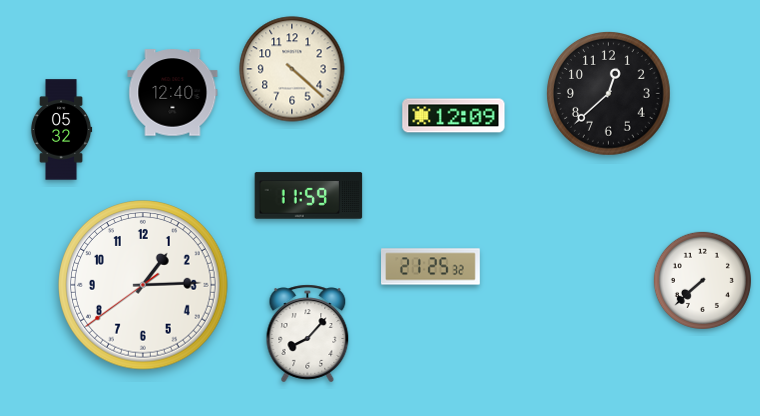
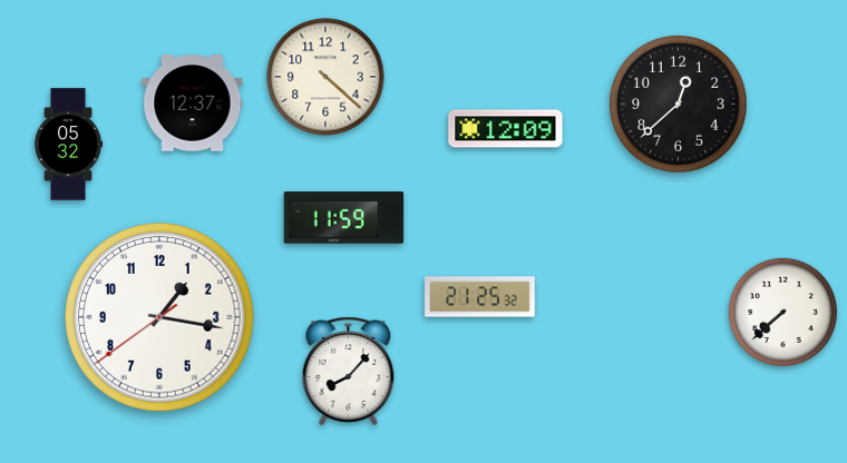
clock at (173, 93): 12:40 -> 12:37
clock at (143, 285): 1:14 -> 1:16
clock at (308, 334) position: (308, 334) -> (349, 372)
